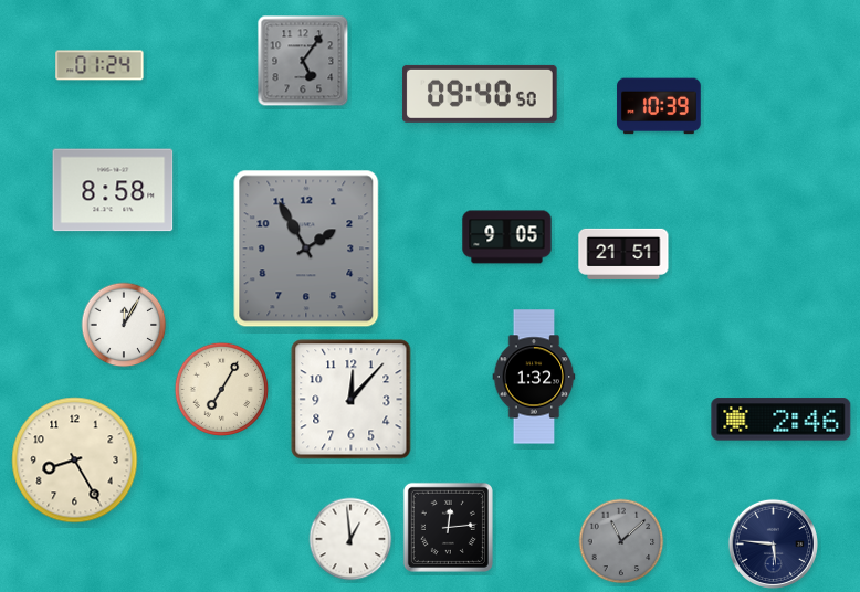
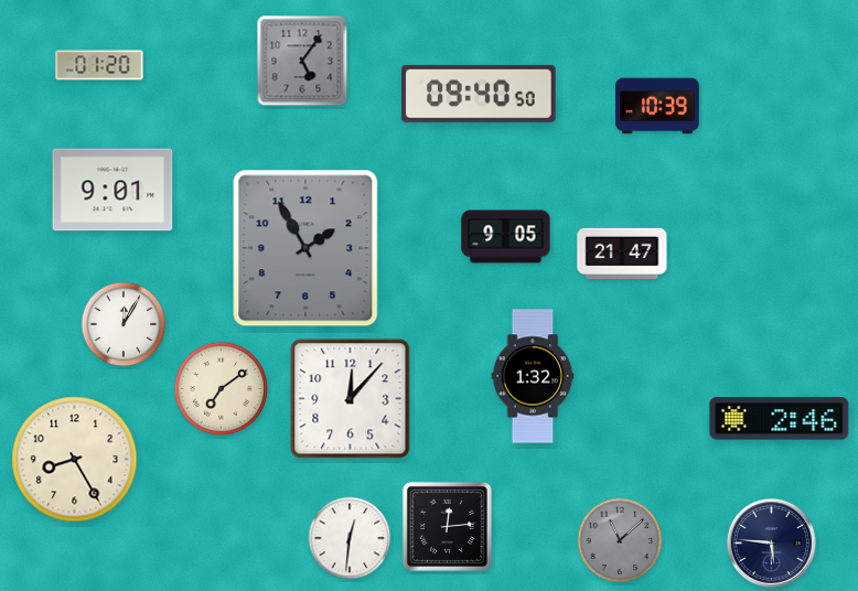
clock at (99, 65): 01:24 -> 01:20
clock at (113, 190): 8:58 -> 9:01
clock at (623, 254): 21:51 -> 21:47
clock at (221, 389): 7:05 -> 7:09
clock at (350, 539): 12:59 -> 12:31
